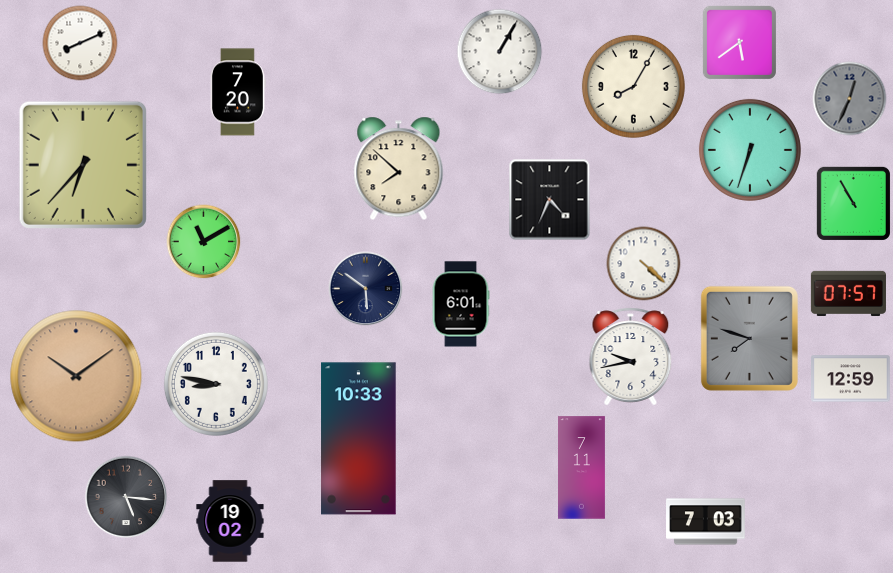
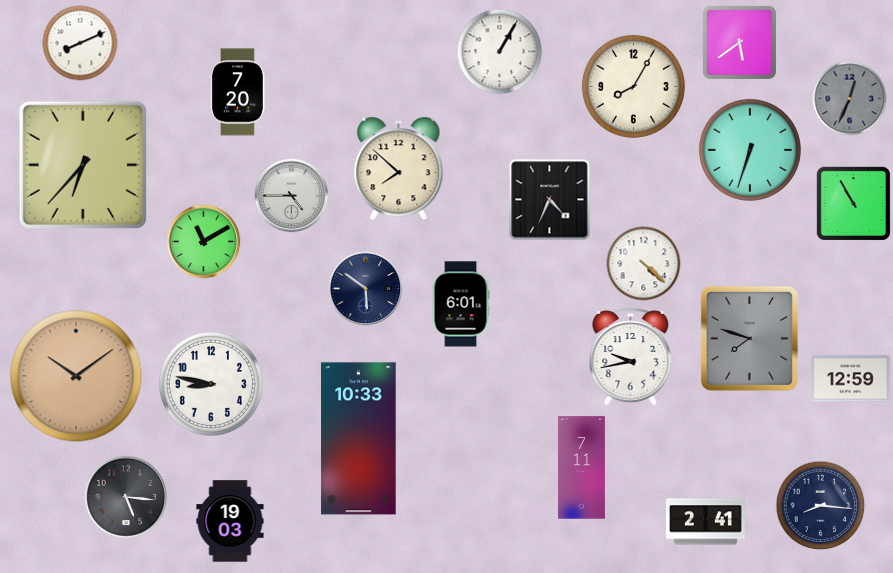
clock at (292, 196): none -> 4:45
clock at (848, 293): 07:57 -> none
clock at (216, 384) position: (216, 384) -> (211, 384)
clock at (821, 506): none -> 8:16
clock at (230, 521): 19:02 -> 19:03
clock at (706, 522): 7:03 -> 2:41
